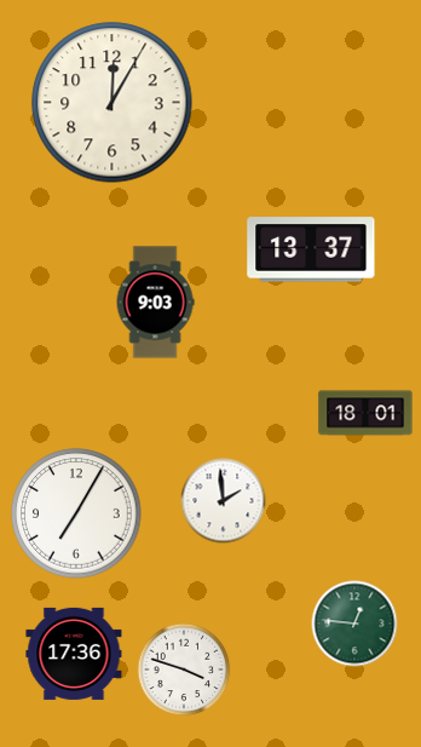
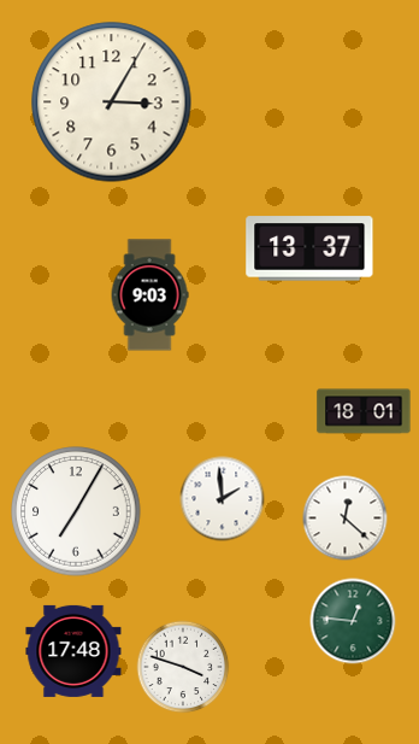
clock at (113, 103): 12:05 -> 3:05
clock at (155, 303) position: (155, 303) -> (149, 295)
clock at (346, 519): none -> 12:22
clock at (74, 654): 17:36 -> 17:48
